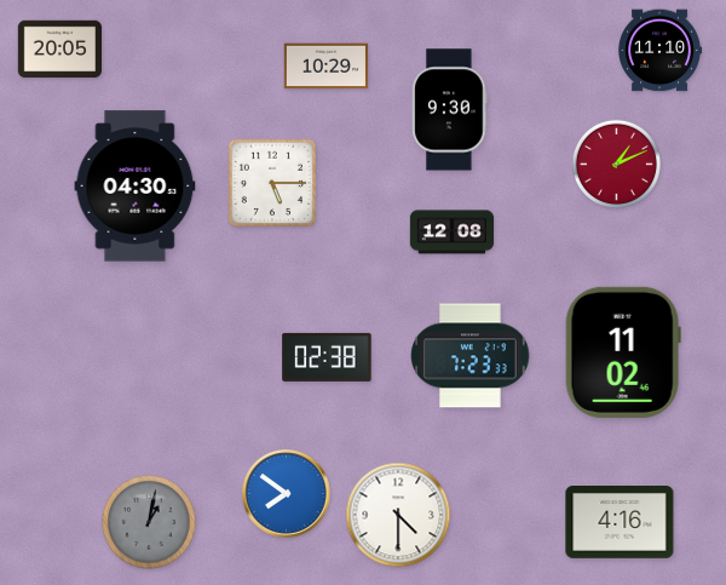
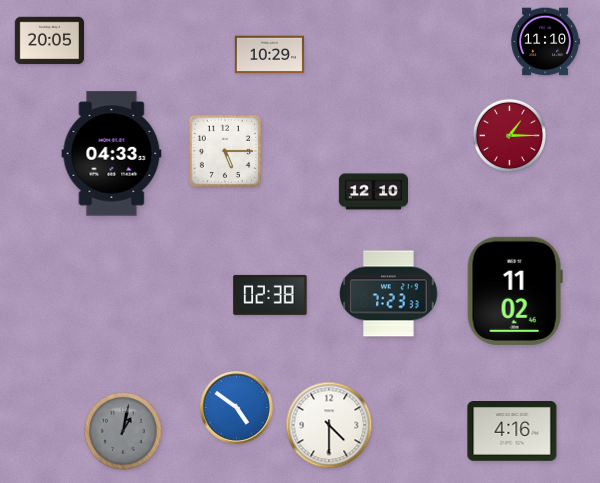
clock at (450, 110): 9:30 -> none
clock at (616, 164): 1:11 -> 1:15
clock at (136, 187): 04:30 -> 04:33
clock at (453, 233): 12:08 -> 12:10
clock at (287, 494): 7:51 -> 4:51
